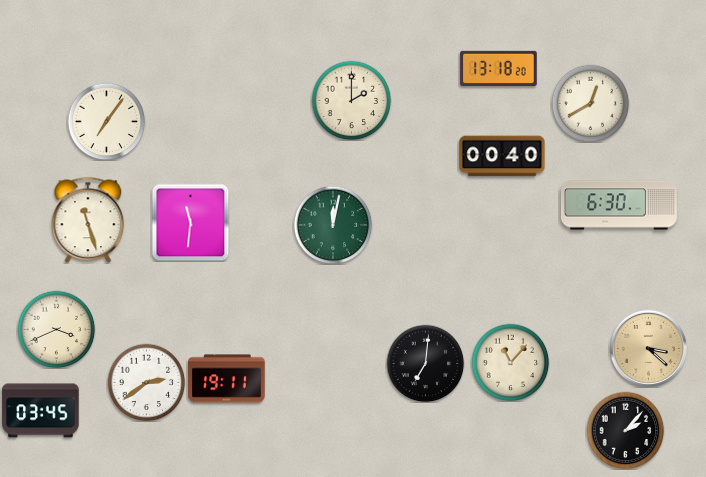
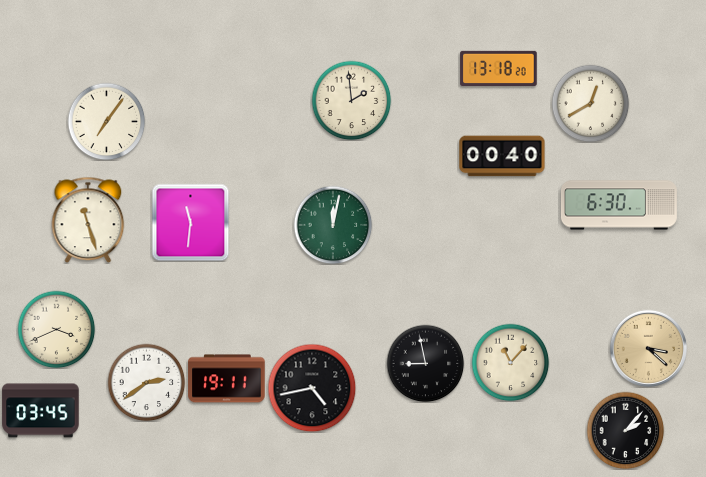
clock at (351, 100): 2:00 -> 1:59
clock at (425, 363): 7:01 -> 8:58
clock at (312, 388): none -> 4:43
